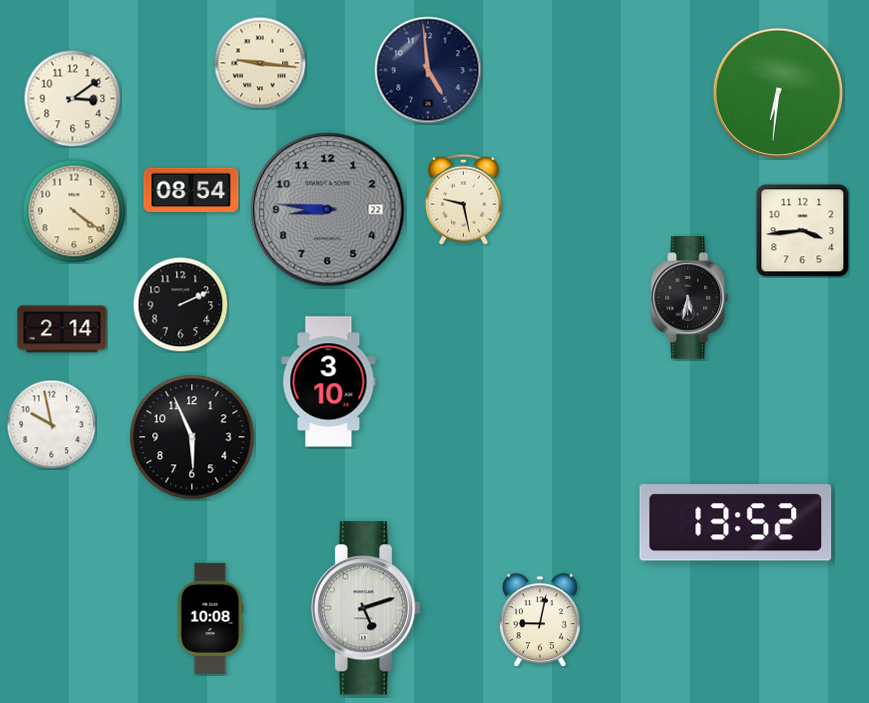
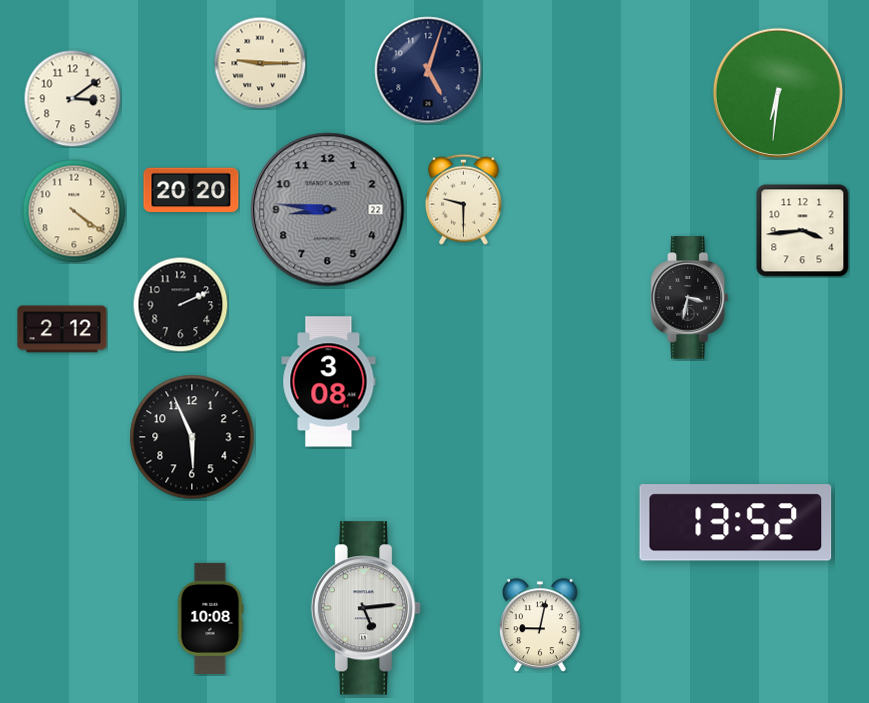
clock at (260, 63): 9:16 -> 9:15
clock at (428, 70): 4:59 -> 5:03
clock at (191, 190): 08:54 -> 20:20
clock at (464, 199): 9:28 -> 9:30
clock at (690, 298): 5:32 -> 3:32
clock at (62, 329): 2:14 -> 2:12
clock at (329, 382): 3:10 -> 3:08
clock at (51, 424): 9:58 -> none
clock at (366, 608): 5:12 -> 5:14
clock at (541, 620) position: (541, 620) -> (541, 625)
